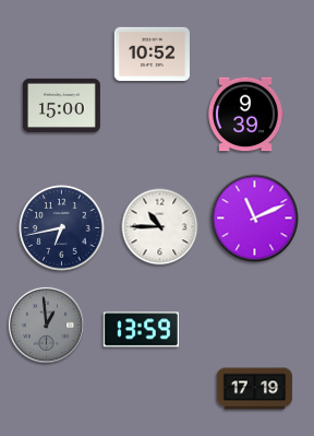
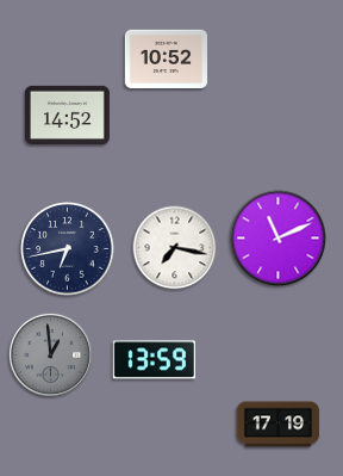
clock at (61, 105): 15:00 -> 14:52
clock at (245, 115): 9:39 -> none
clock at (160, 227): 10:45 -> 7:17
